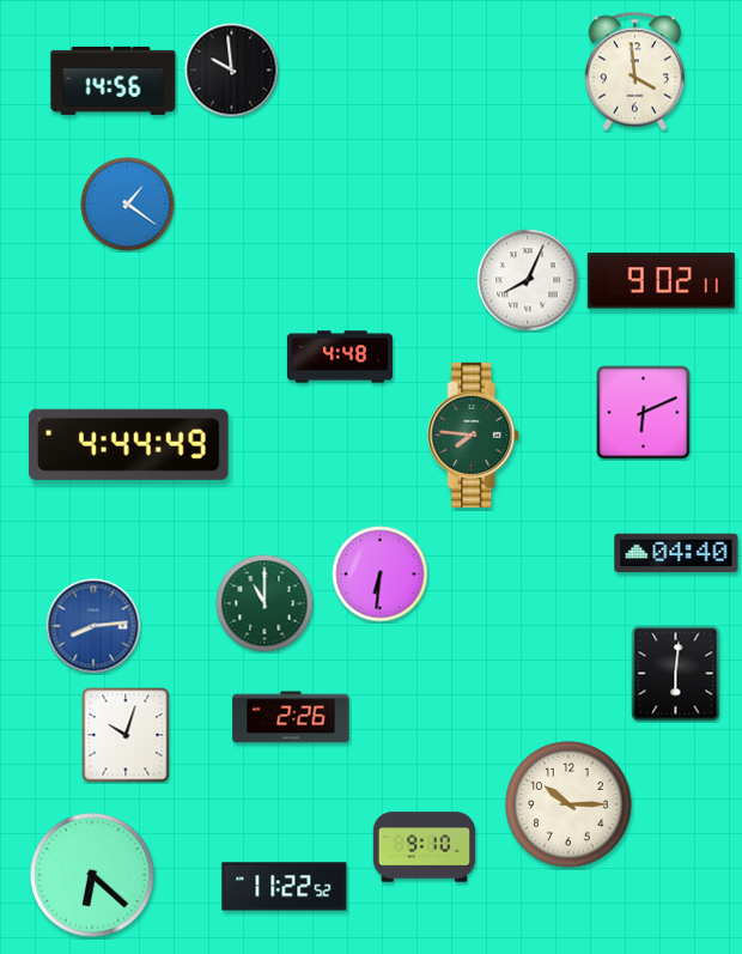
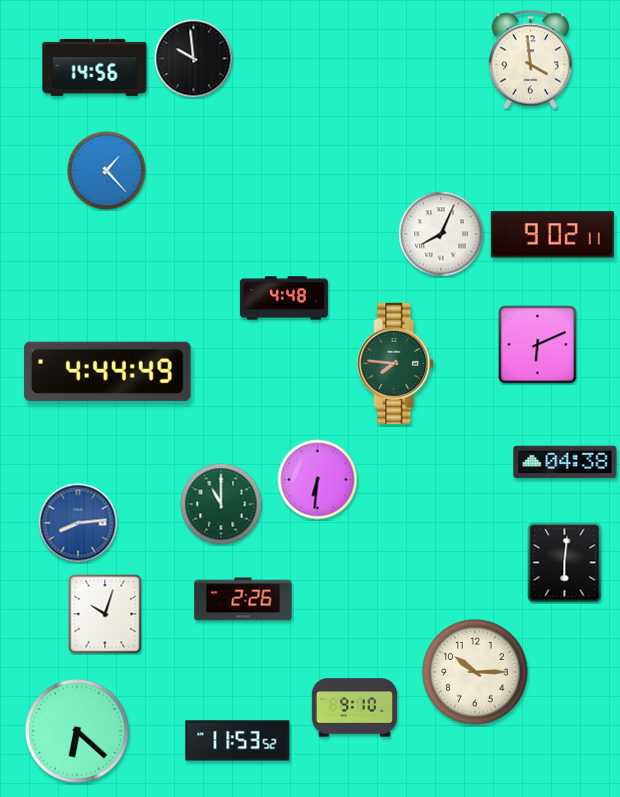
clock at (128, 205): 1:21 -> 1:23
clock at (676, 553): 04:40 -> 04:38
clock at (285, 887): 11:22 -> 11:53
